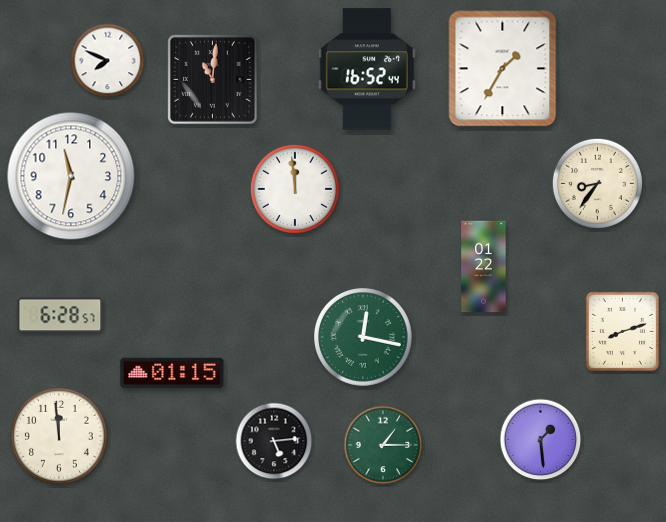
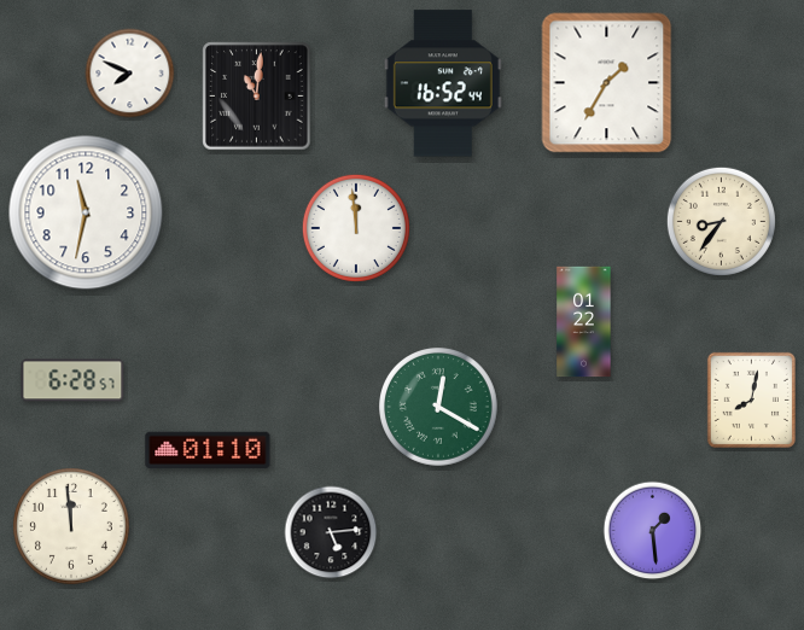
clock at (622, 331): 8:12 -> 8:02
clock at (364, 338): 12:17 -> 12:20
clock at (172, 372): 01:15 -> 01:10
clock at (383, 445): 1:15 -> none
